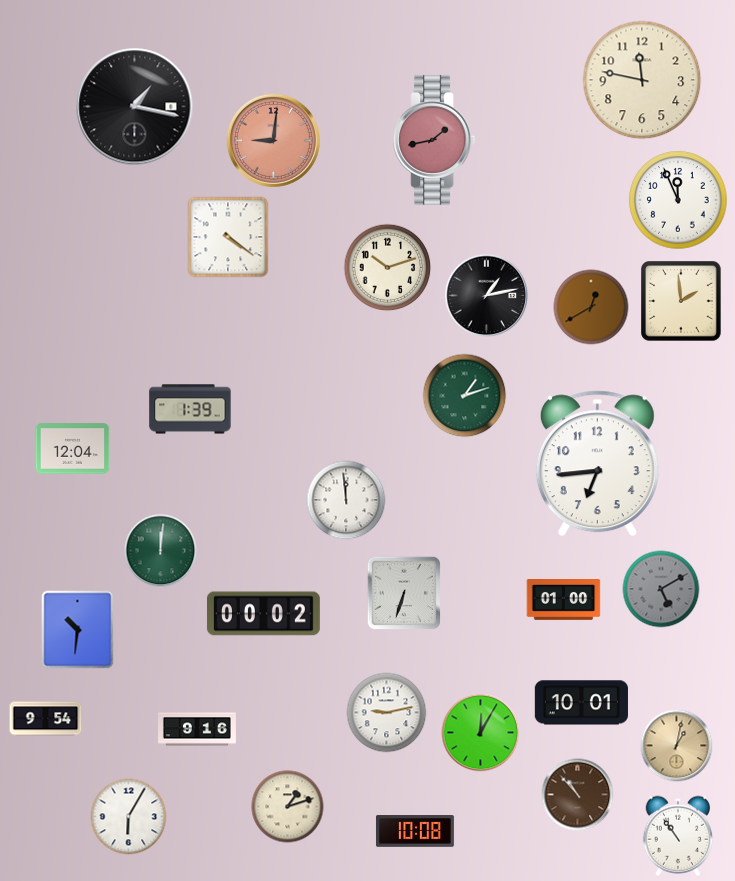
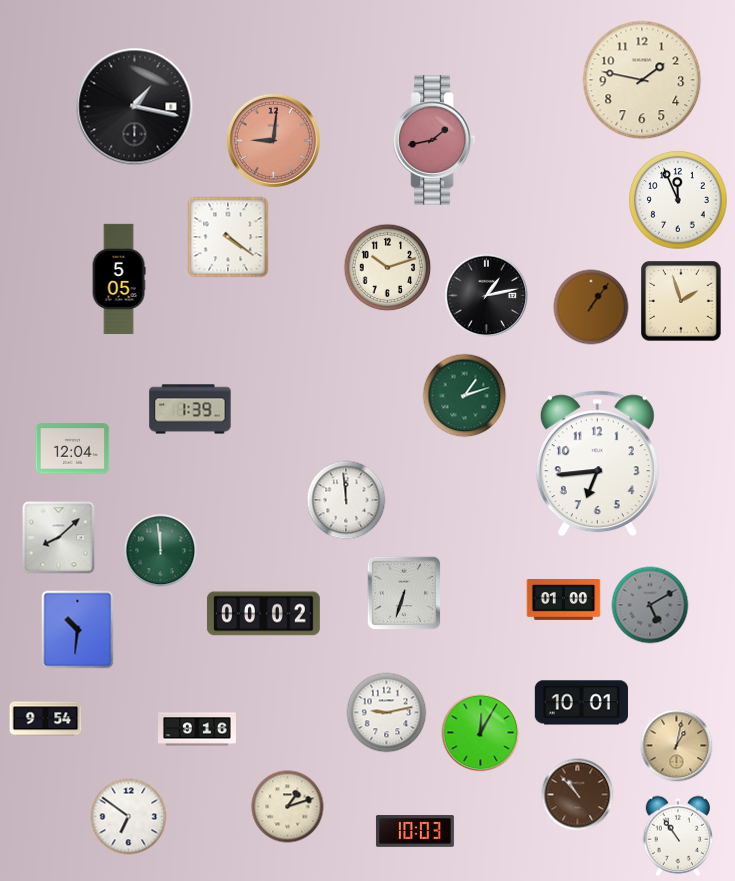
clock at (642, 80): 11:47 -> 1:47
clock at (119, 278): none -> 5:05
clock at (682, 302): 1:59 -> 1:57
clock at (591, 307): 12:40 -> 1:06
clock at (59, 538): none -> 8:08
clock at (161, 551): 12:01 -> 11:59
clock at (661, 589) position: (661, 589) -> (650, 605)
clock at (129, 817): 6:05 -> 6:51
clock at (415, 831): 10:08 -> 10:03
